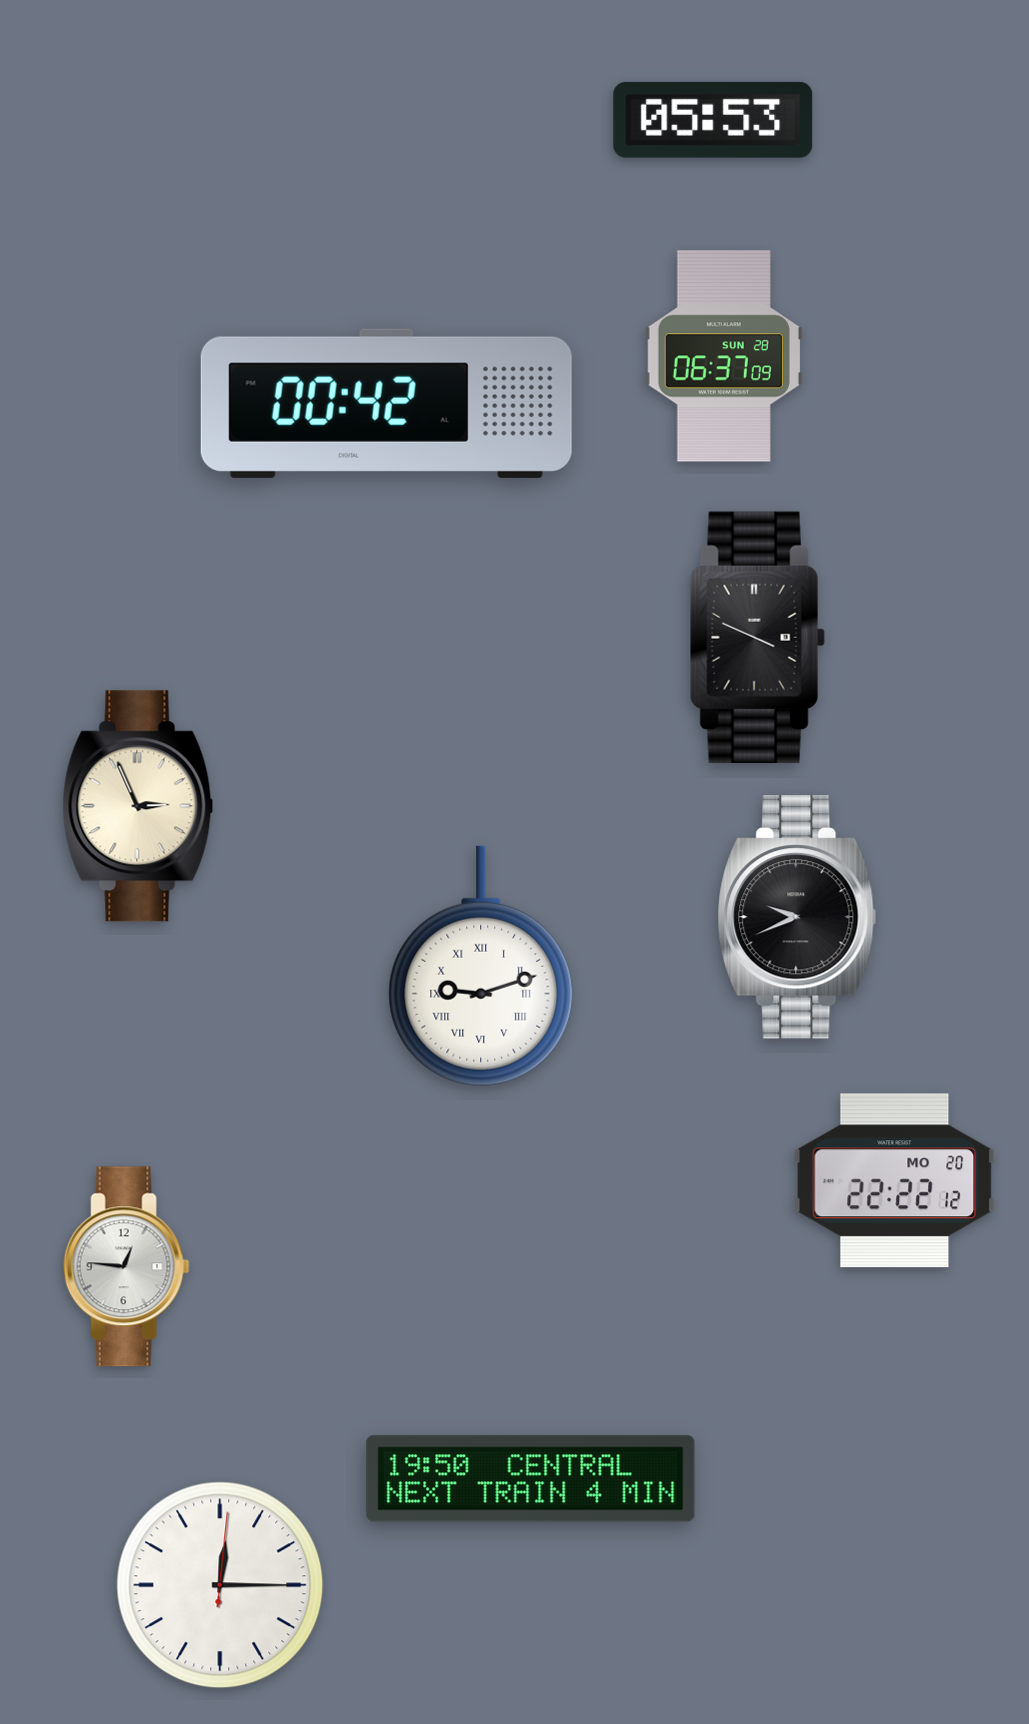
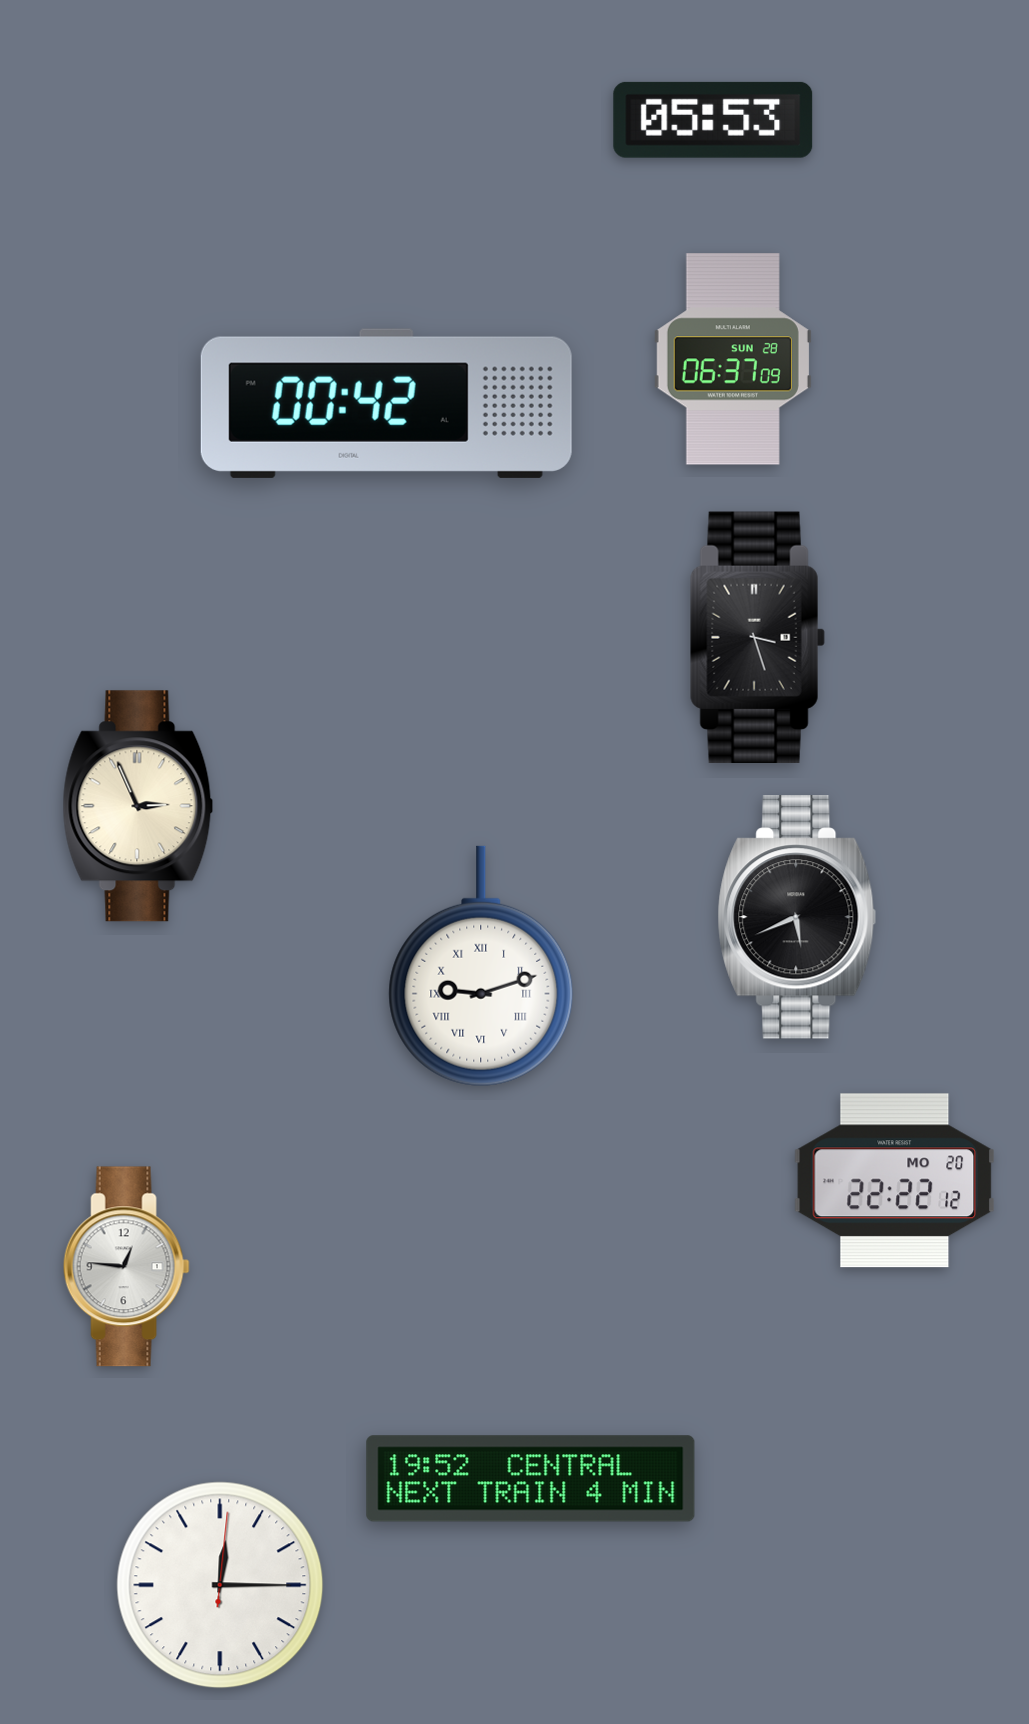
clock at (724, 356) position: (724, 356) -> (733, 359)
clock at (757, 637): 3:49 -> 3:27
clock at (797, 917): 9:41 -> 5:41
clock at (531, 1479): 19:50 -> 19:52
